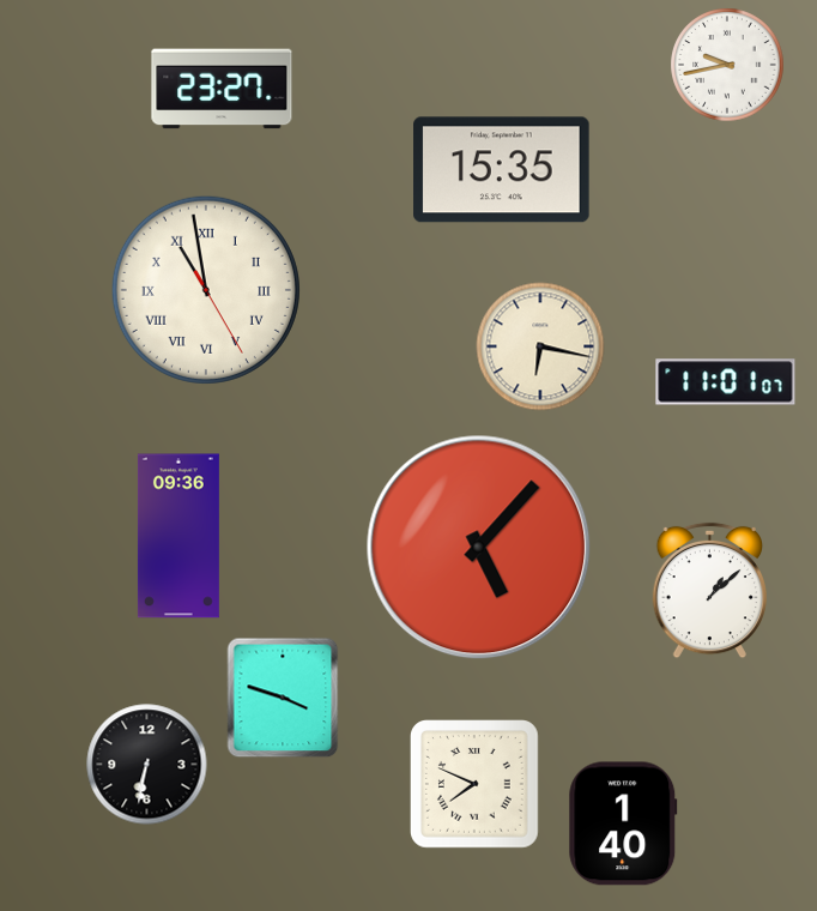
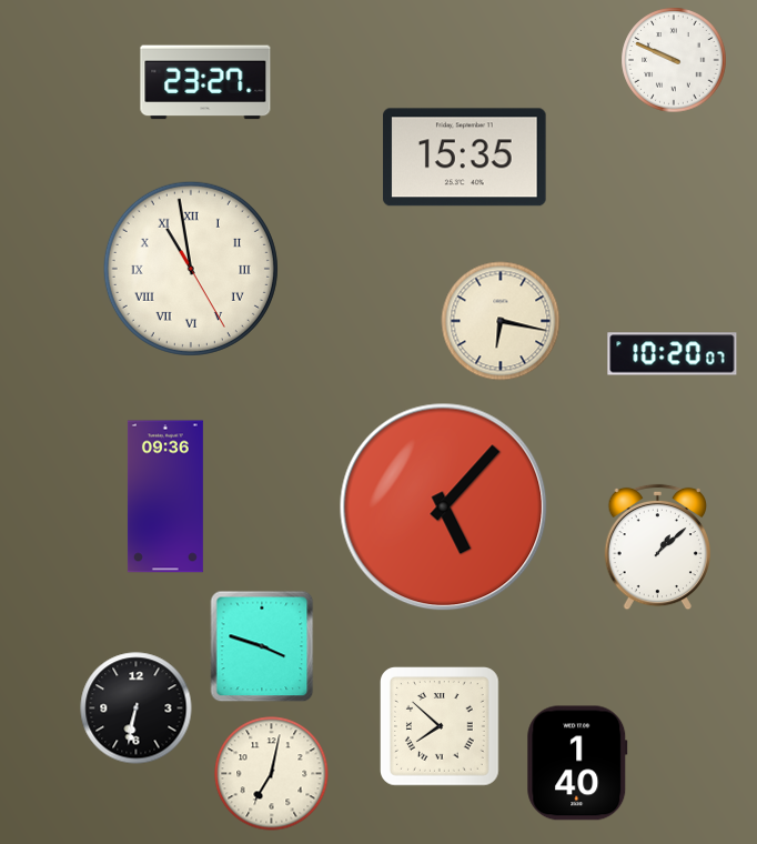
clock at (727, 65): 9:43 -> 9:49
clock at (726, 382): 11:01 -> 10:20
clock at (476, 785): 7:49 -> 7:52
clock at (272, 774): none -> 7:02
